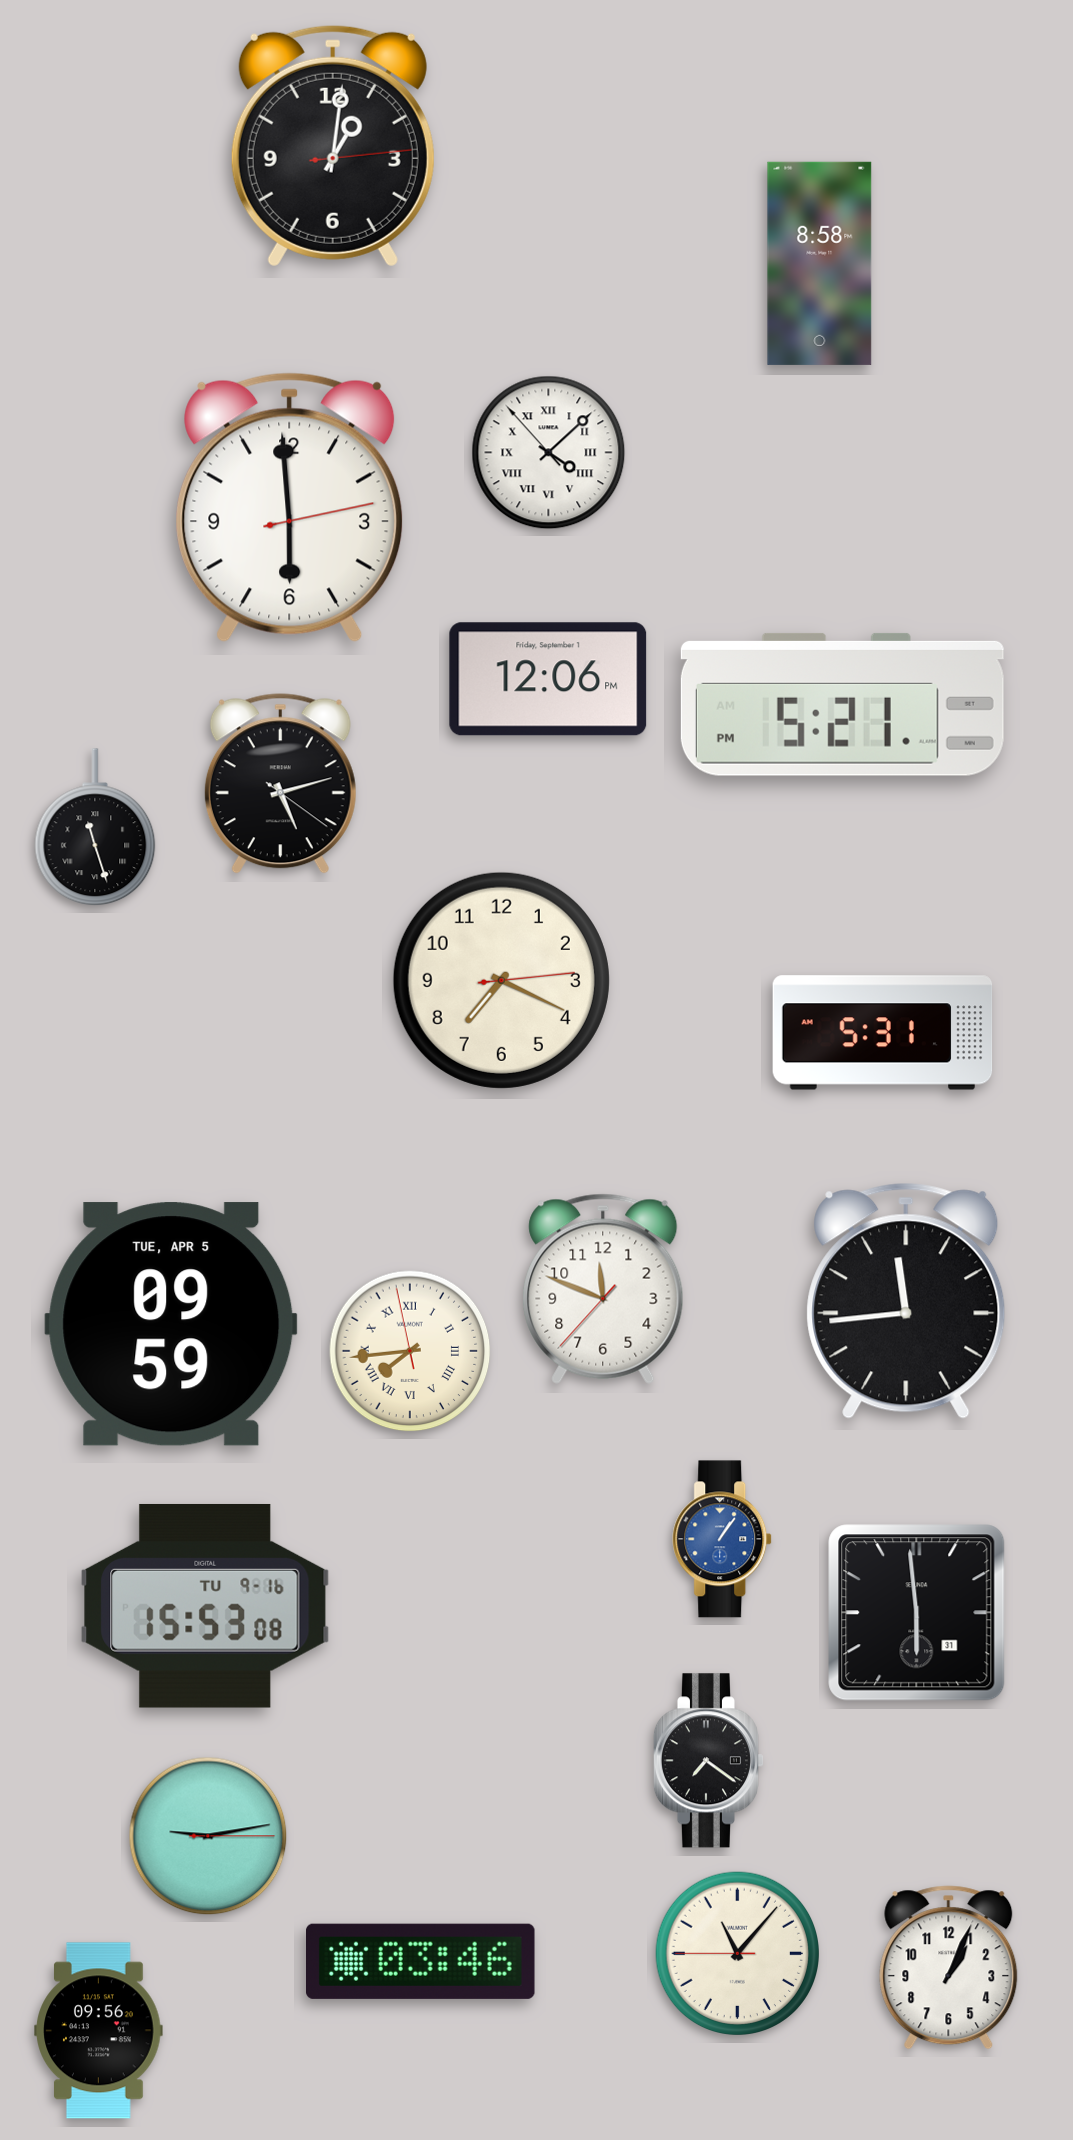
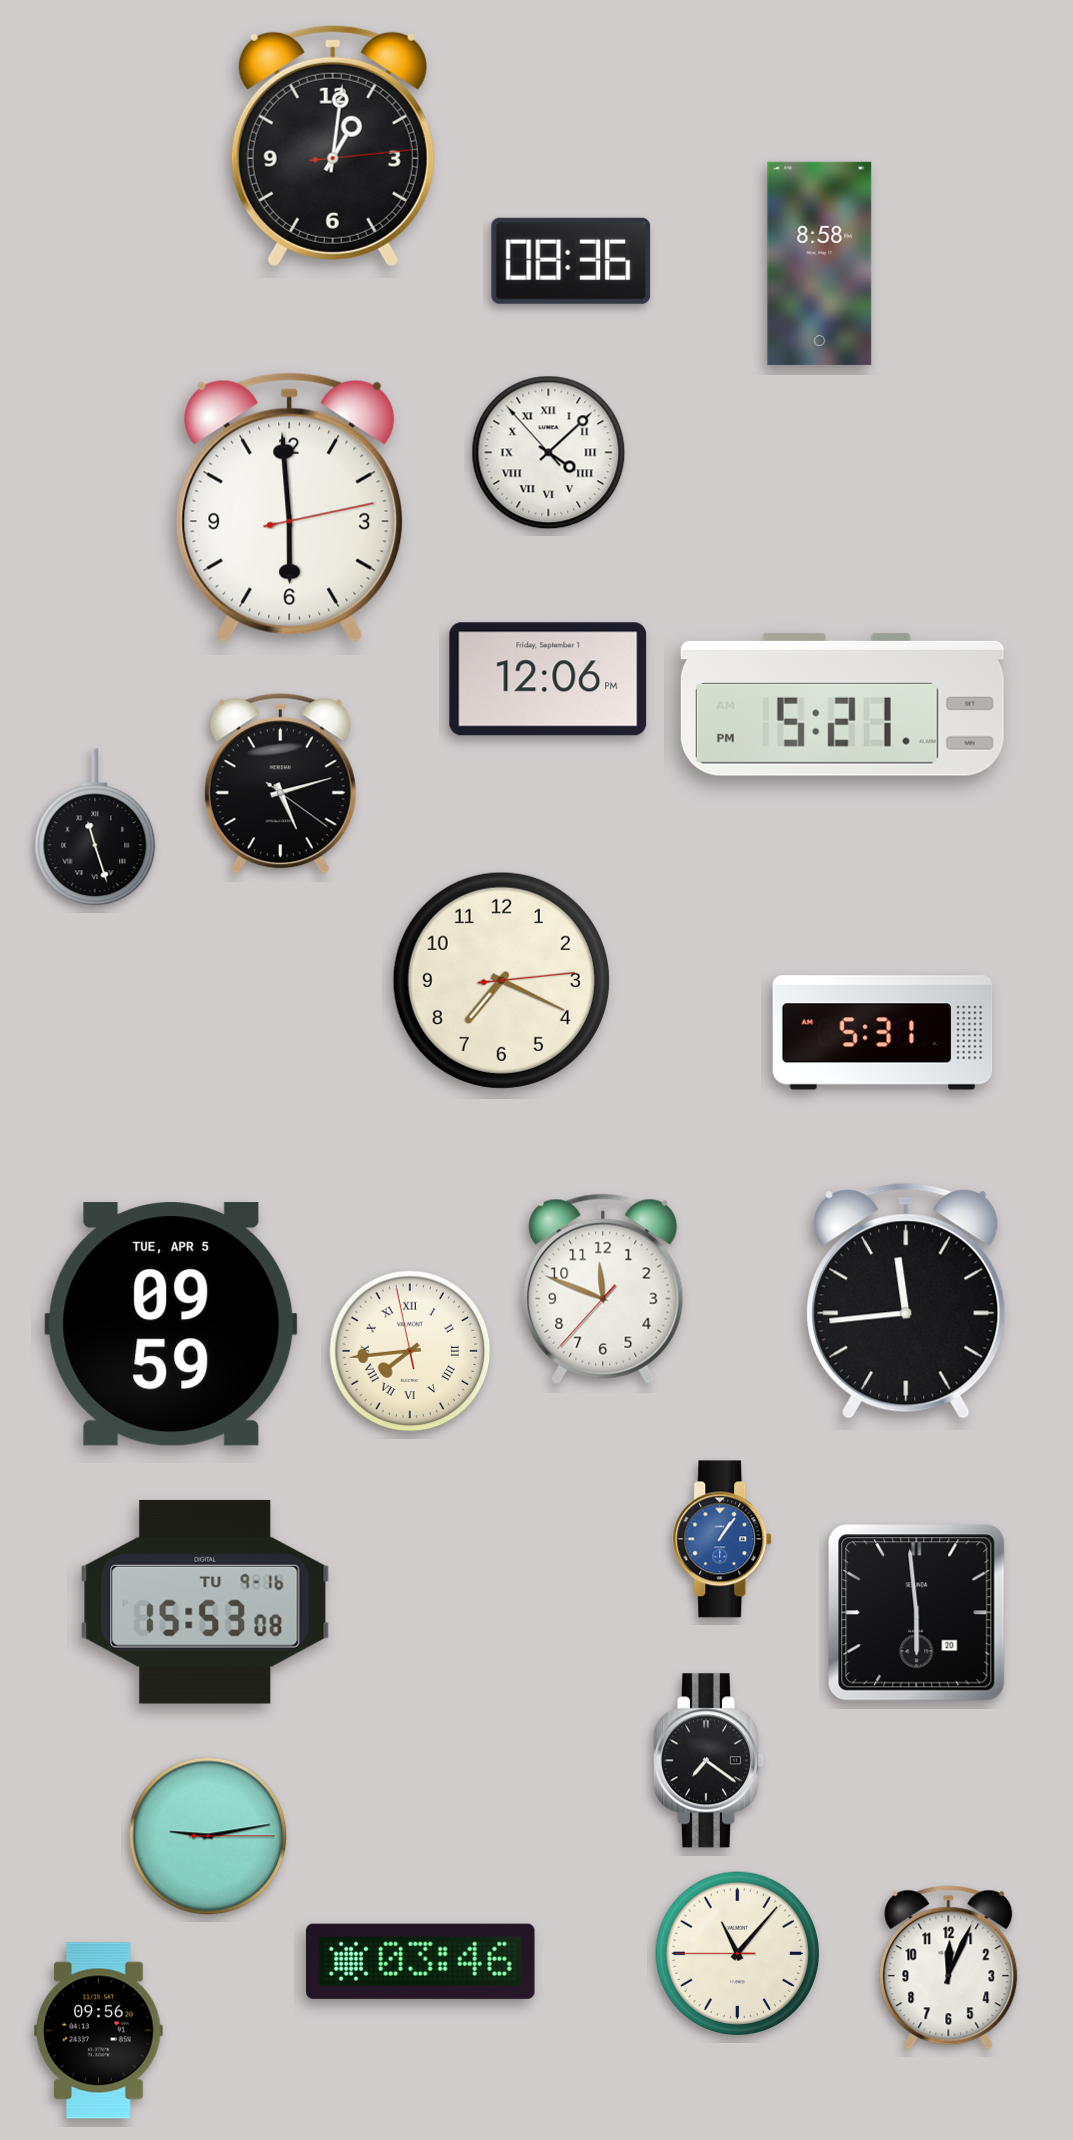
clock at (571, 261): none -> 08:36
clock at (205, 1606) position: (205, 1606) -> (205, 1602)
clock at (917, 1613) date: 31 -> 20
clock at (949, 1968): 1:04 -> 12:04
